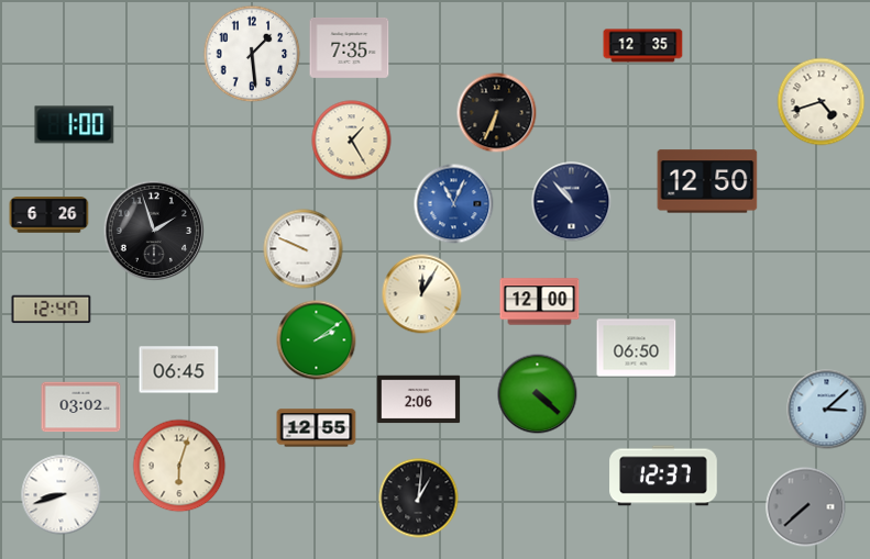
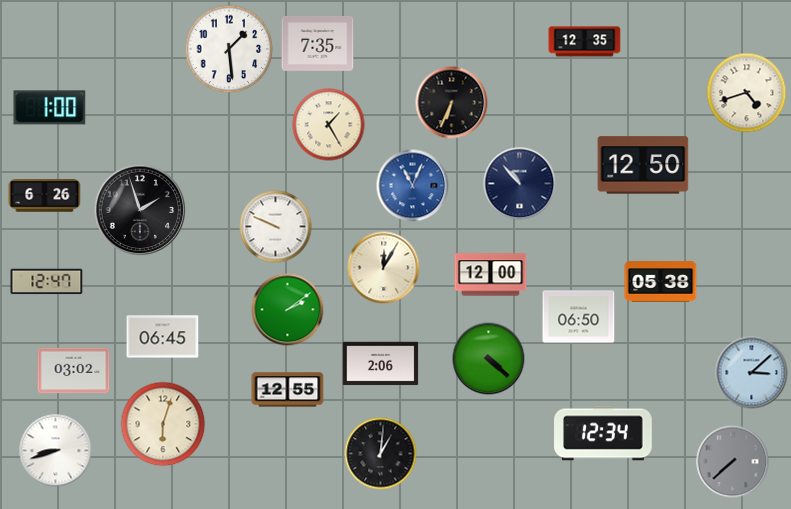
clock at (75, 125) position: (75, 125) -> (50, 108)
clock at (352, 141) position: (352, 141) -> (329, 125)
clock at (661, 282): none -> 05:38
clock at (663, 476): 12:37 -> 12:34
